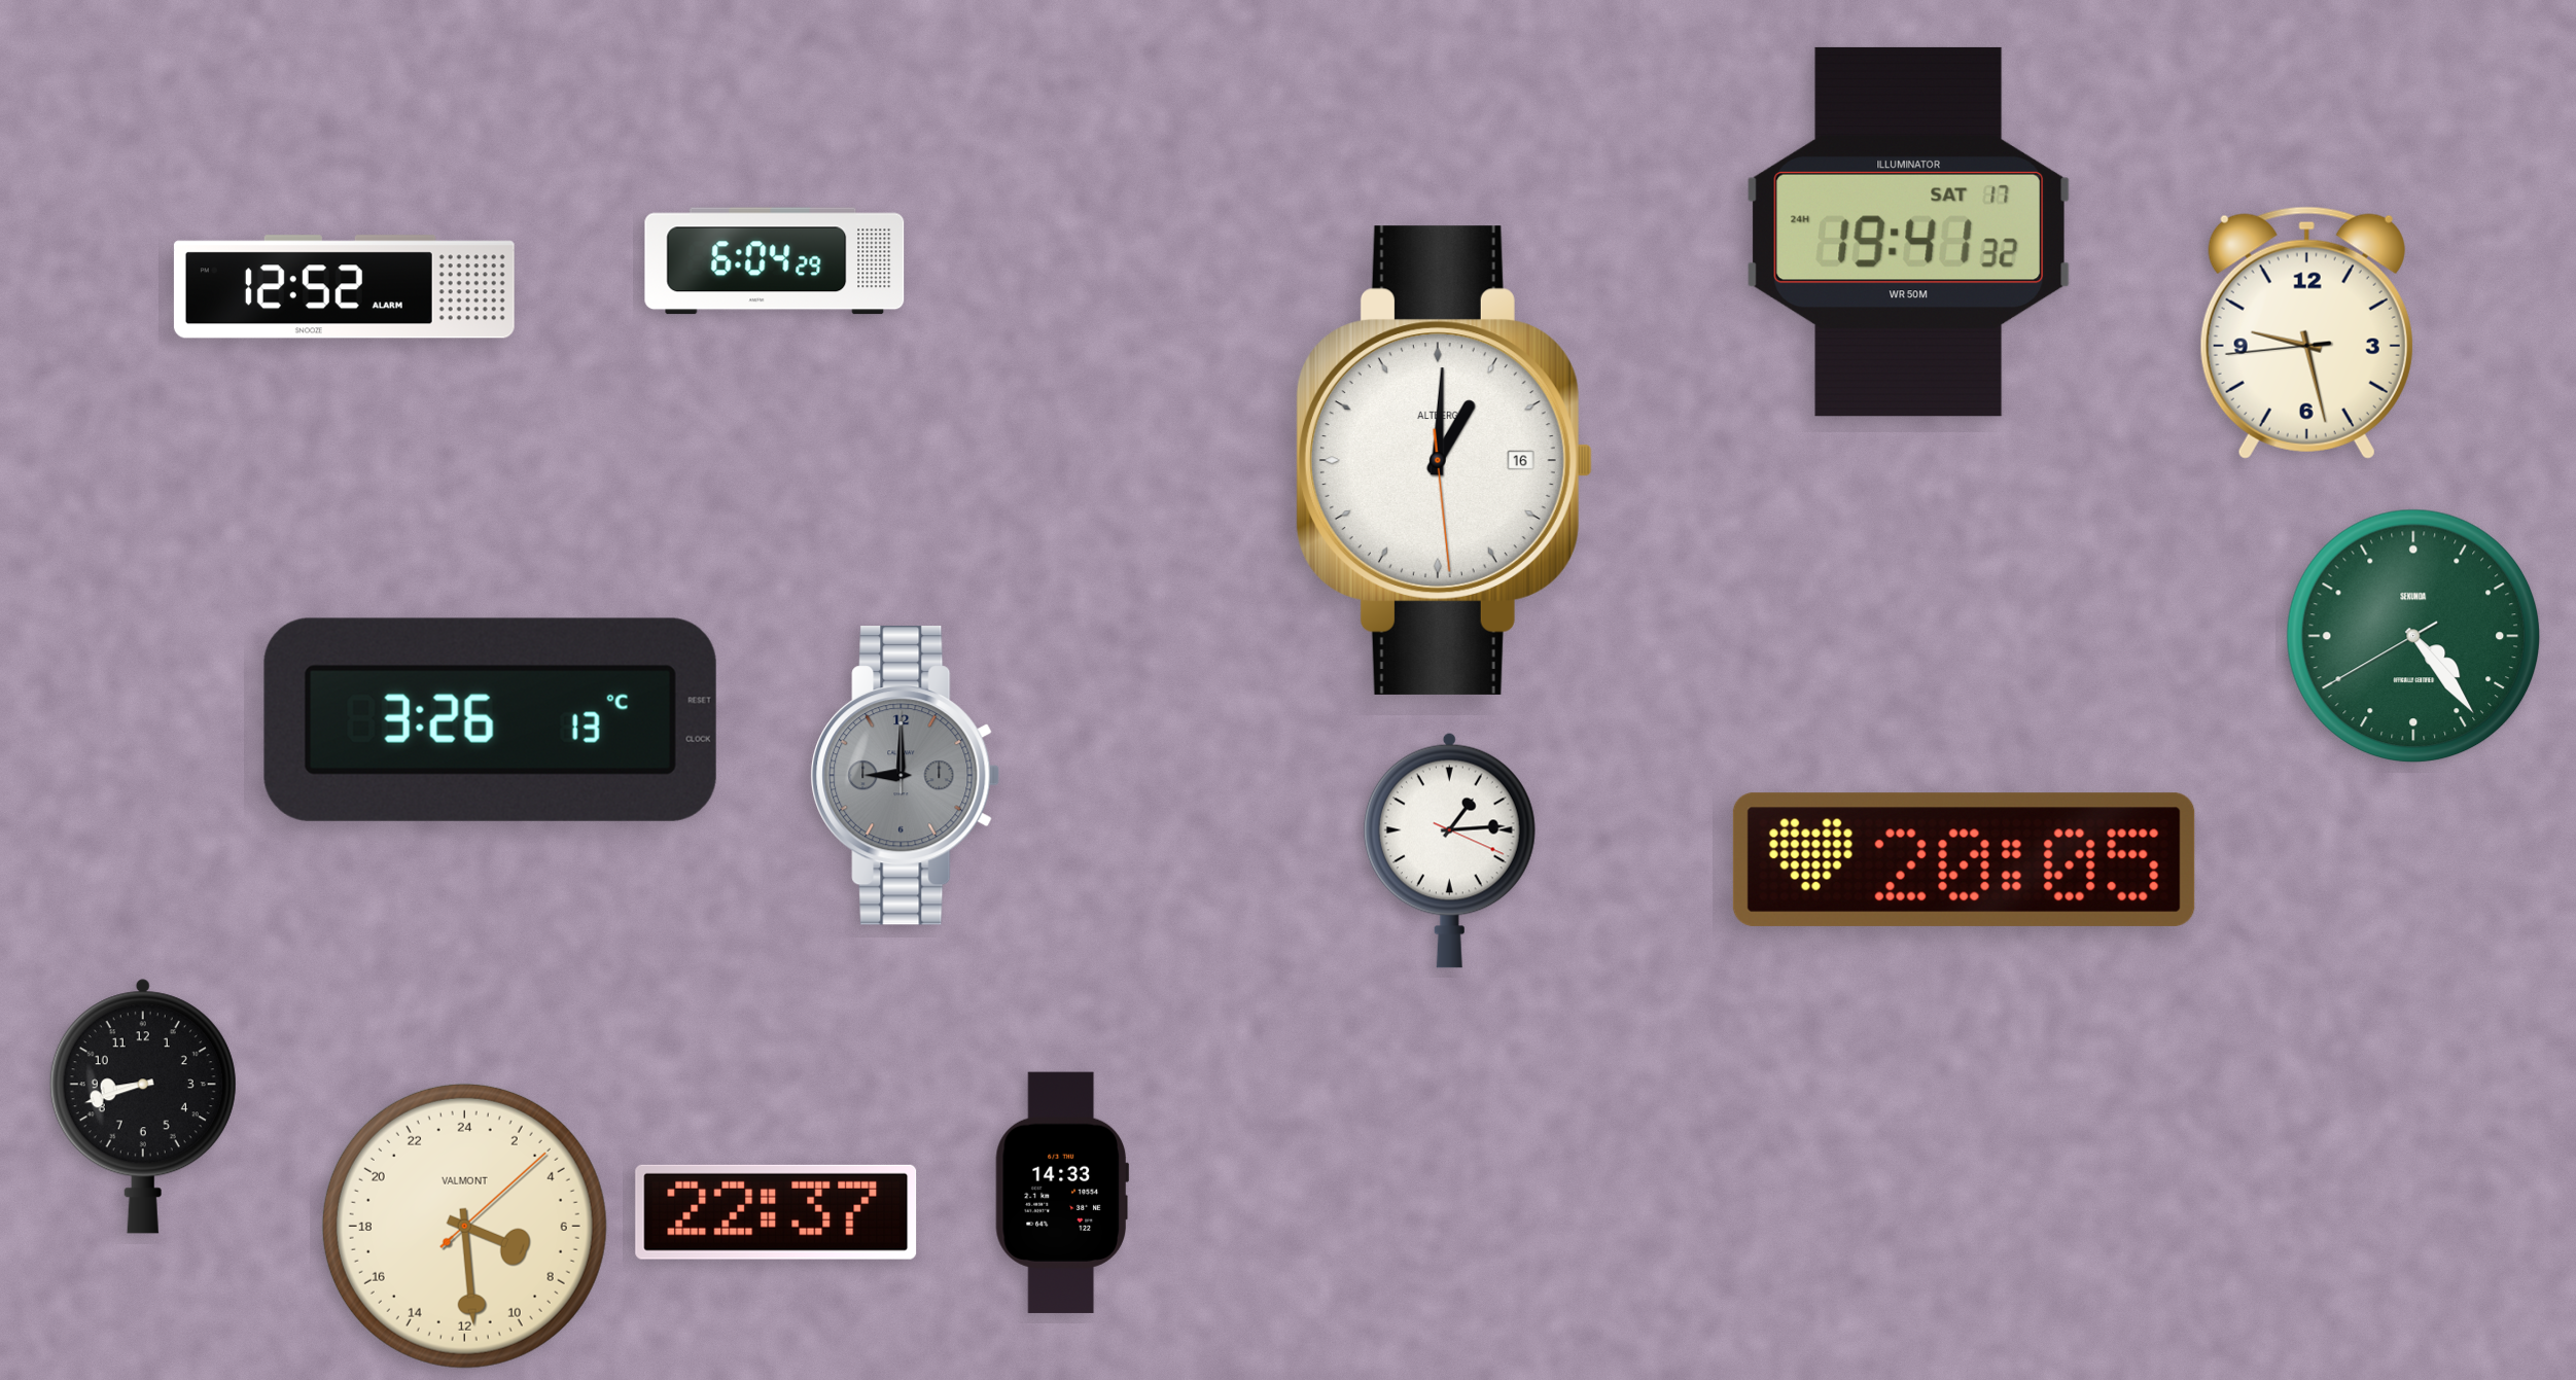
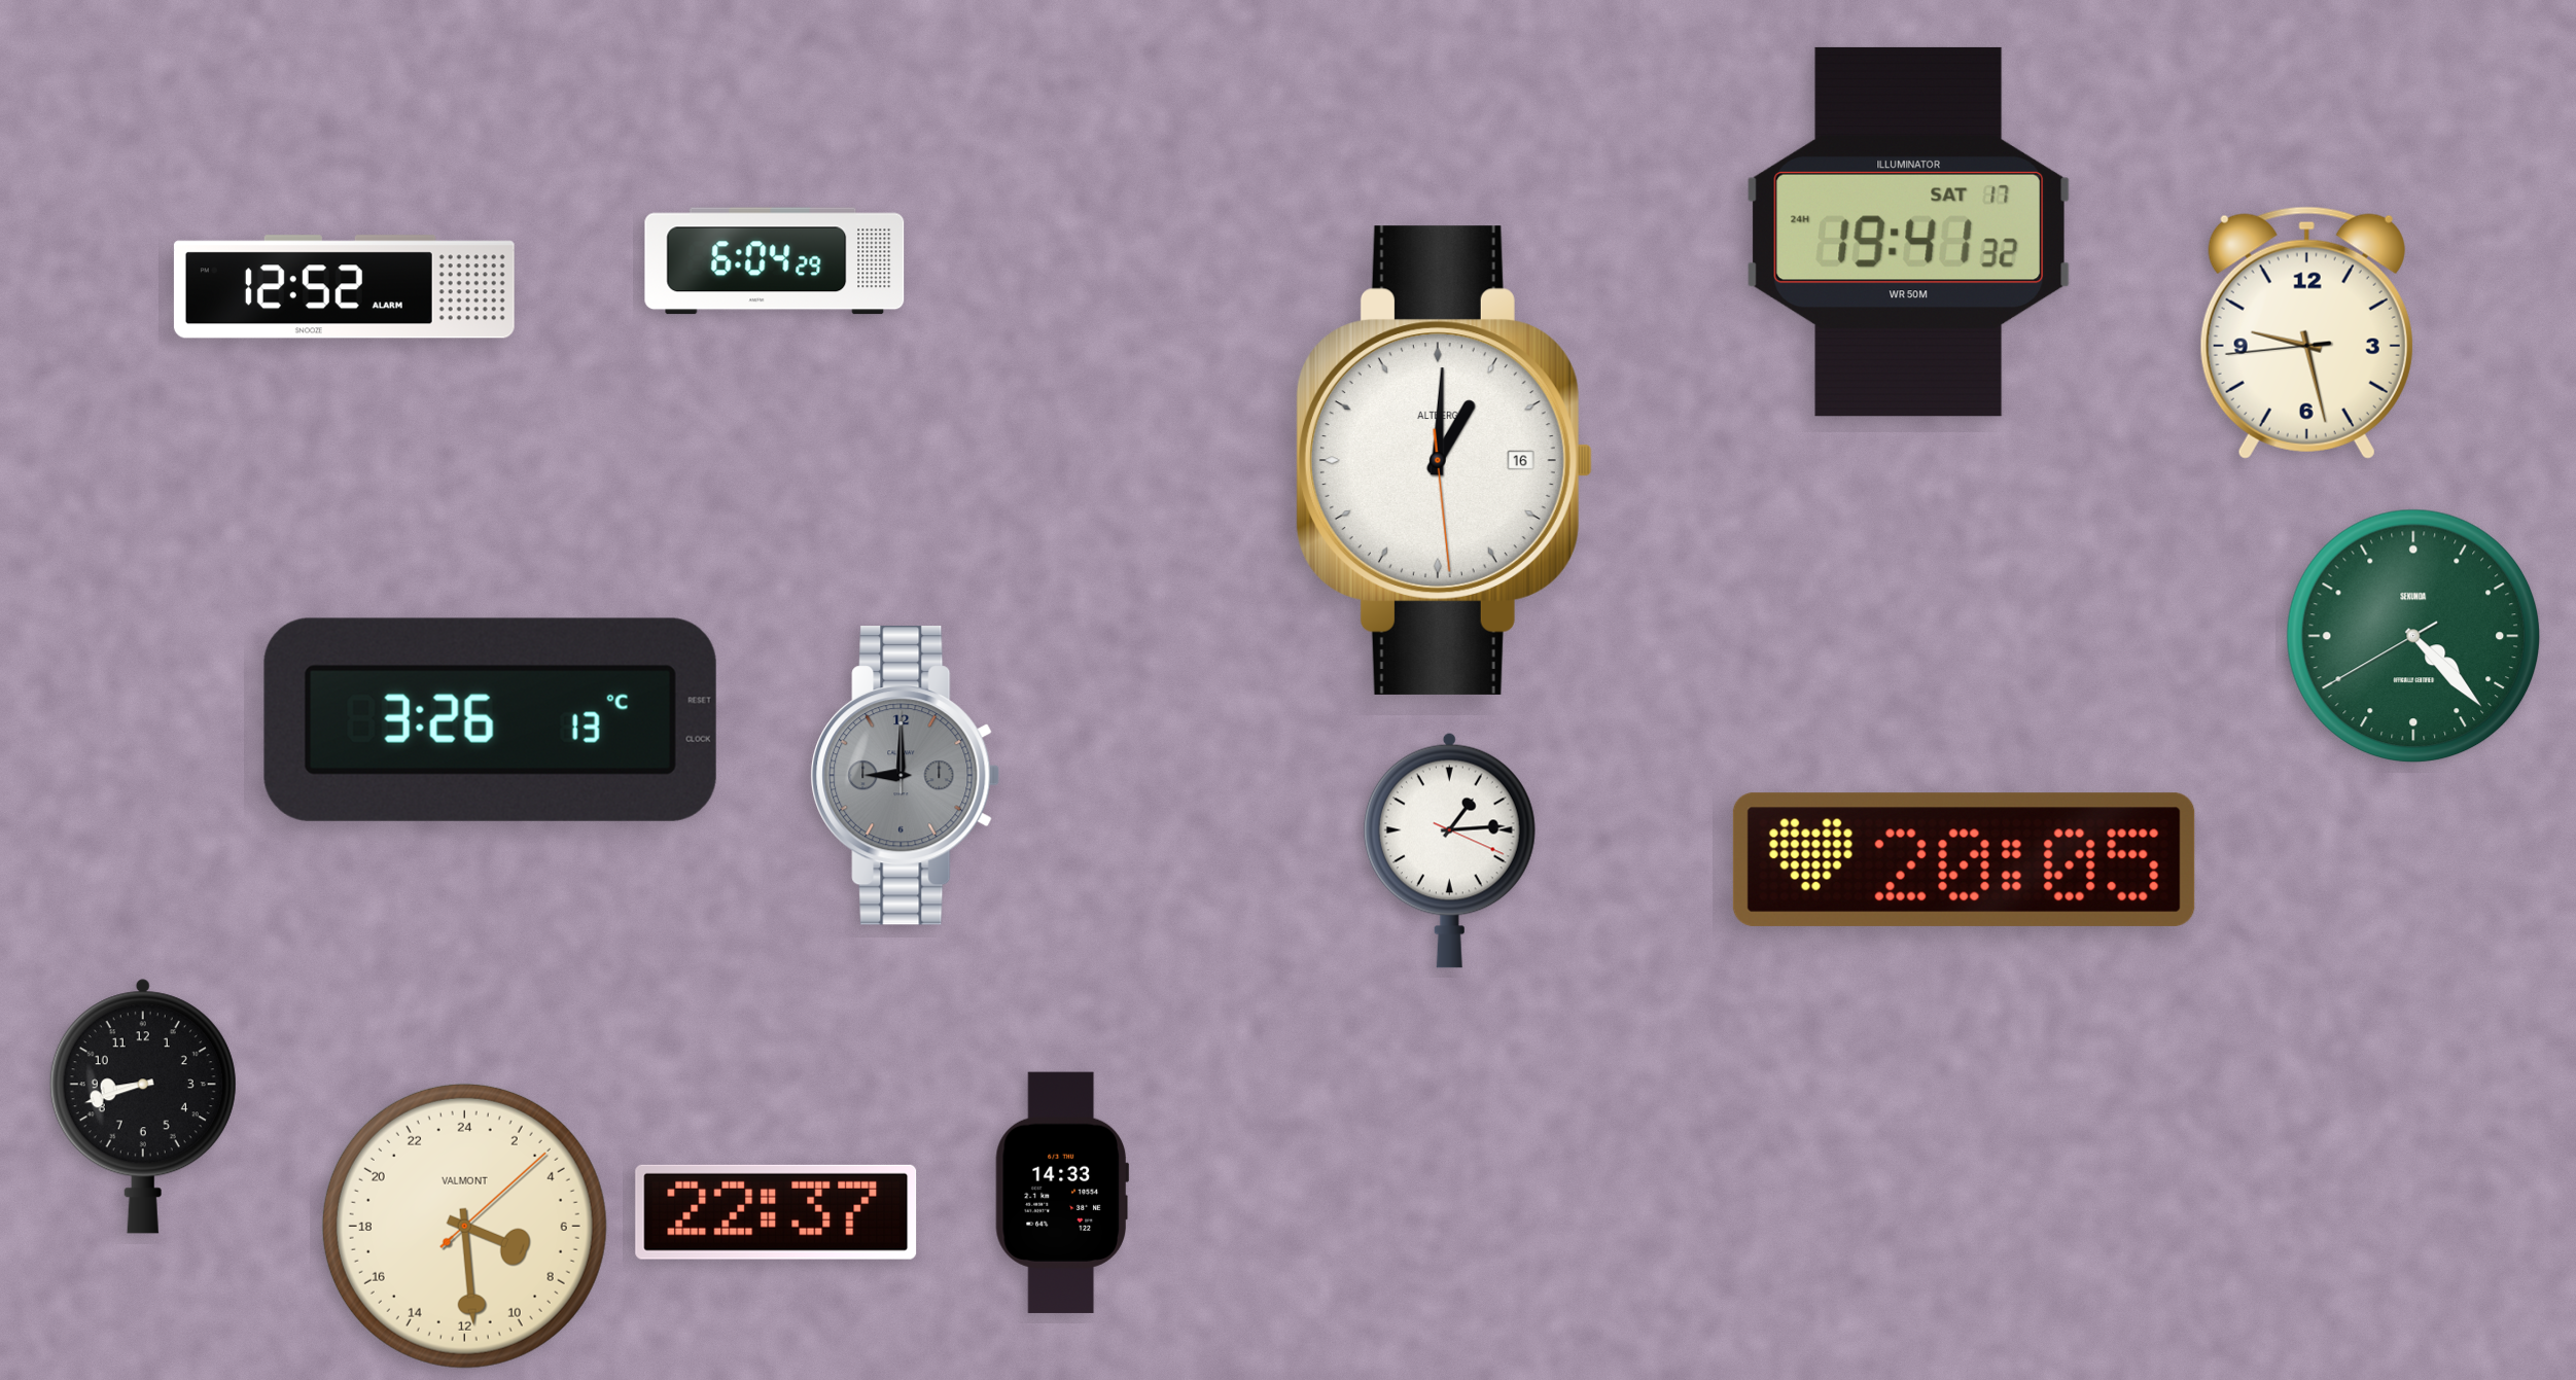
clock at (2413, 636): 4:23 -> 4:22
